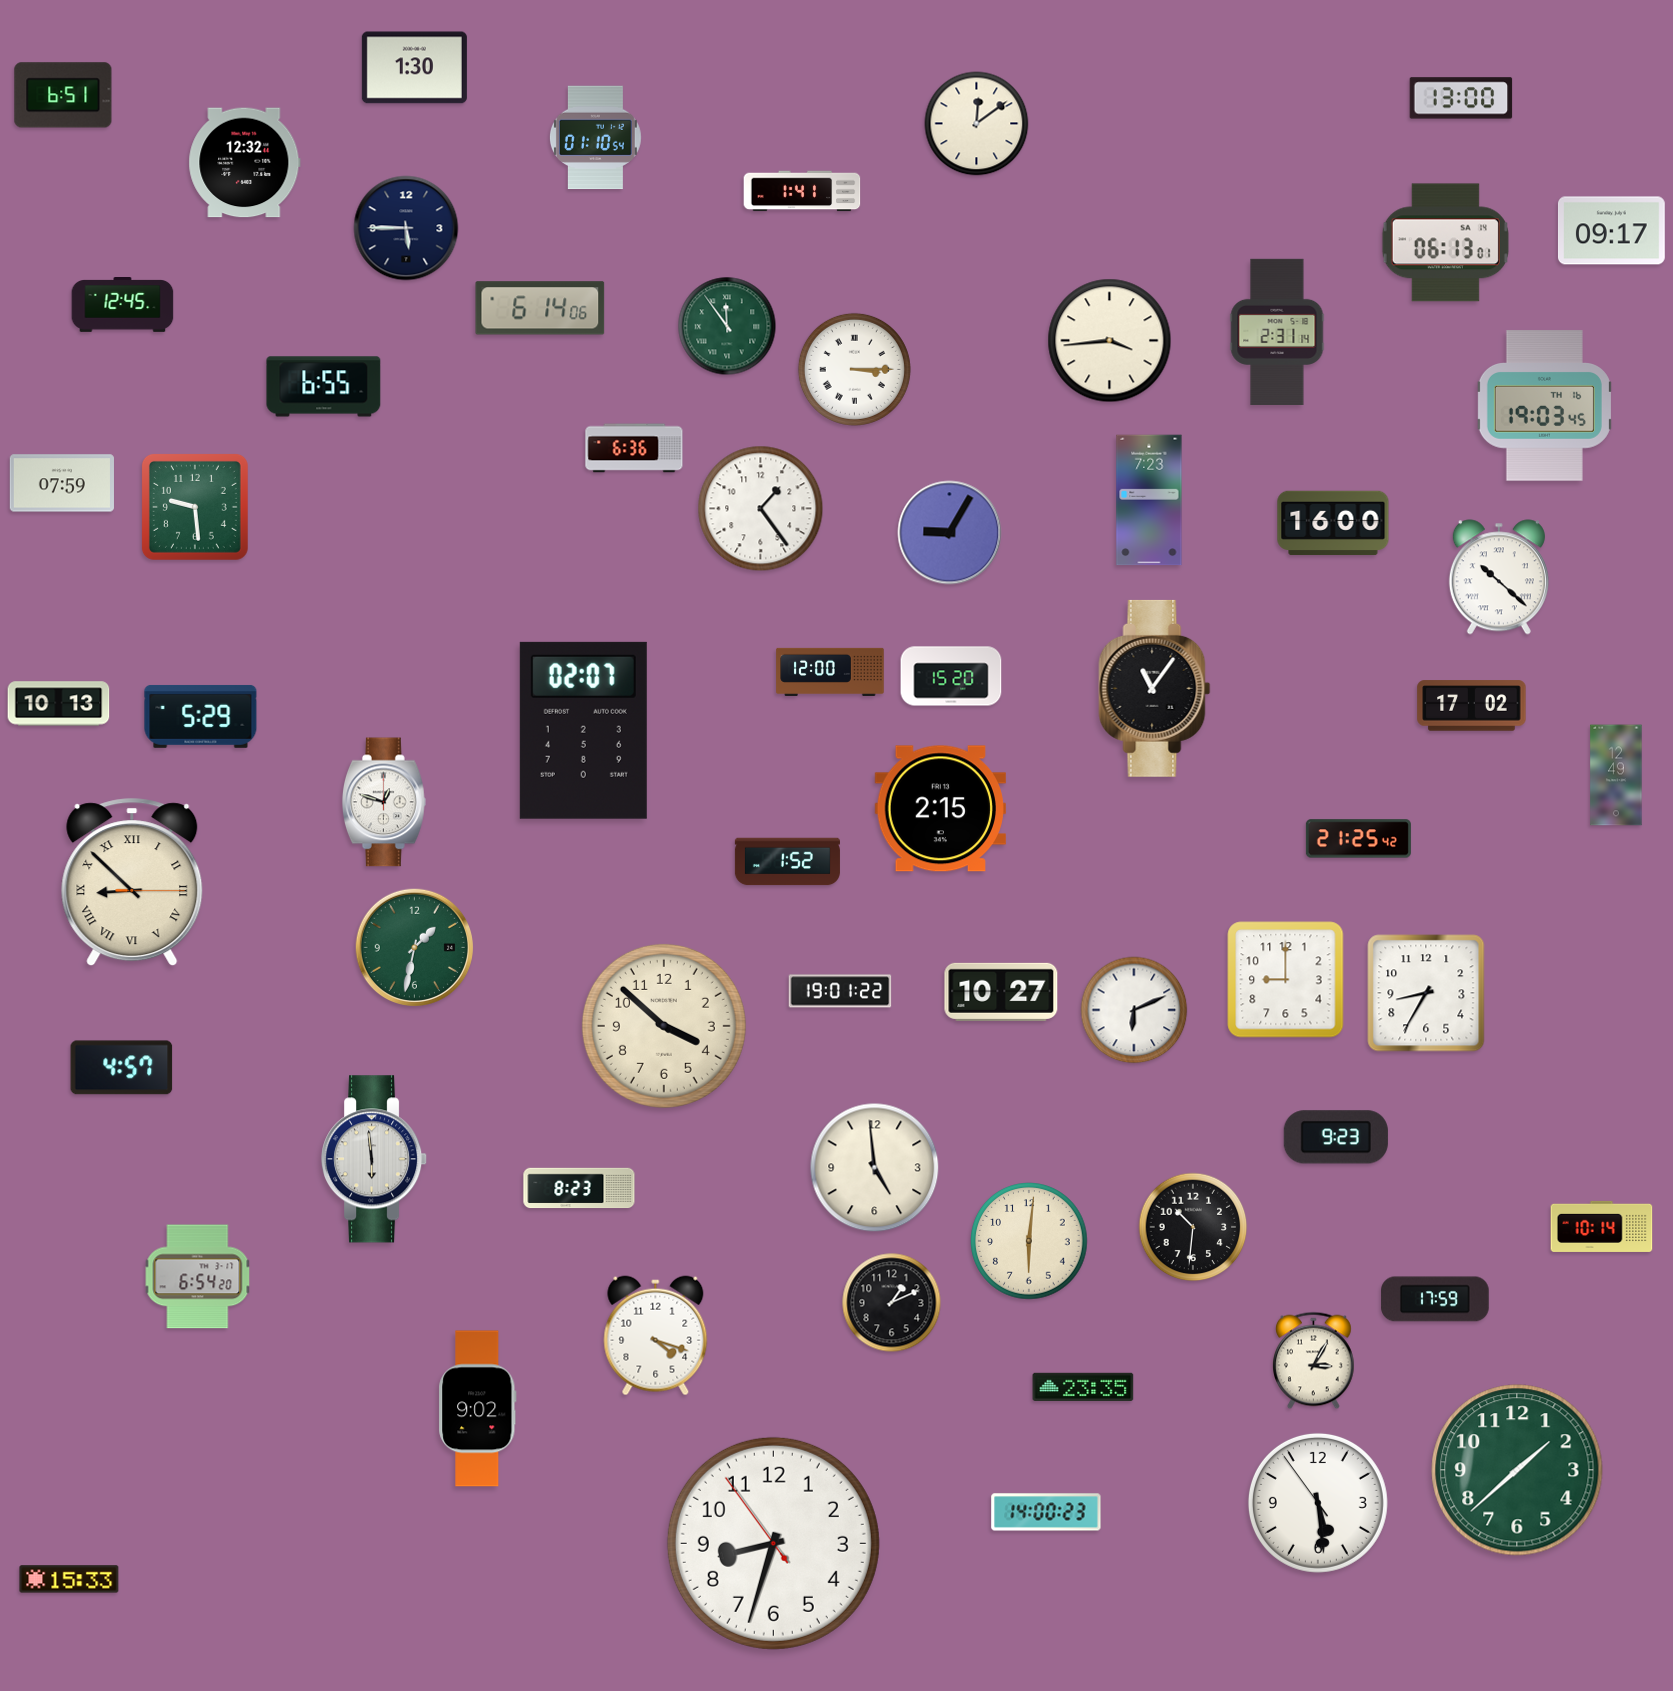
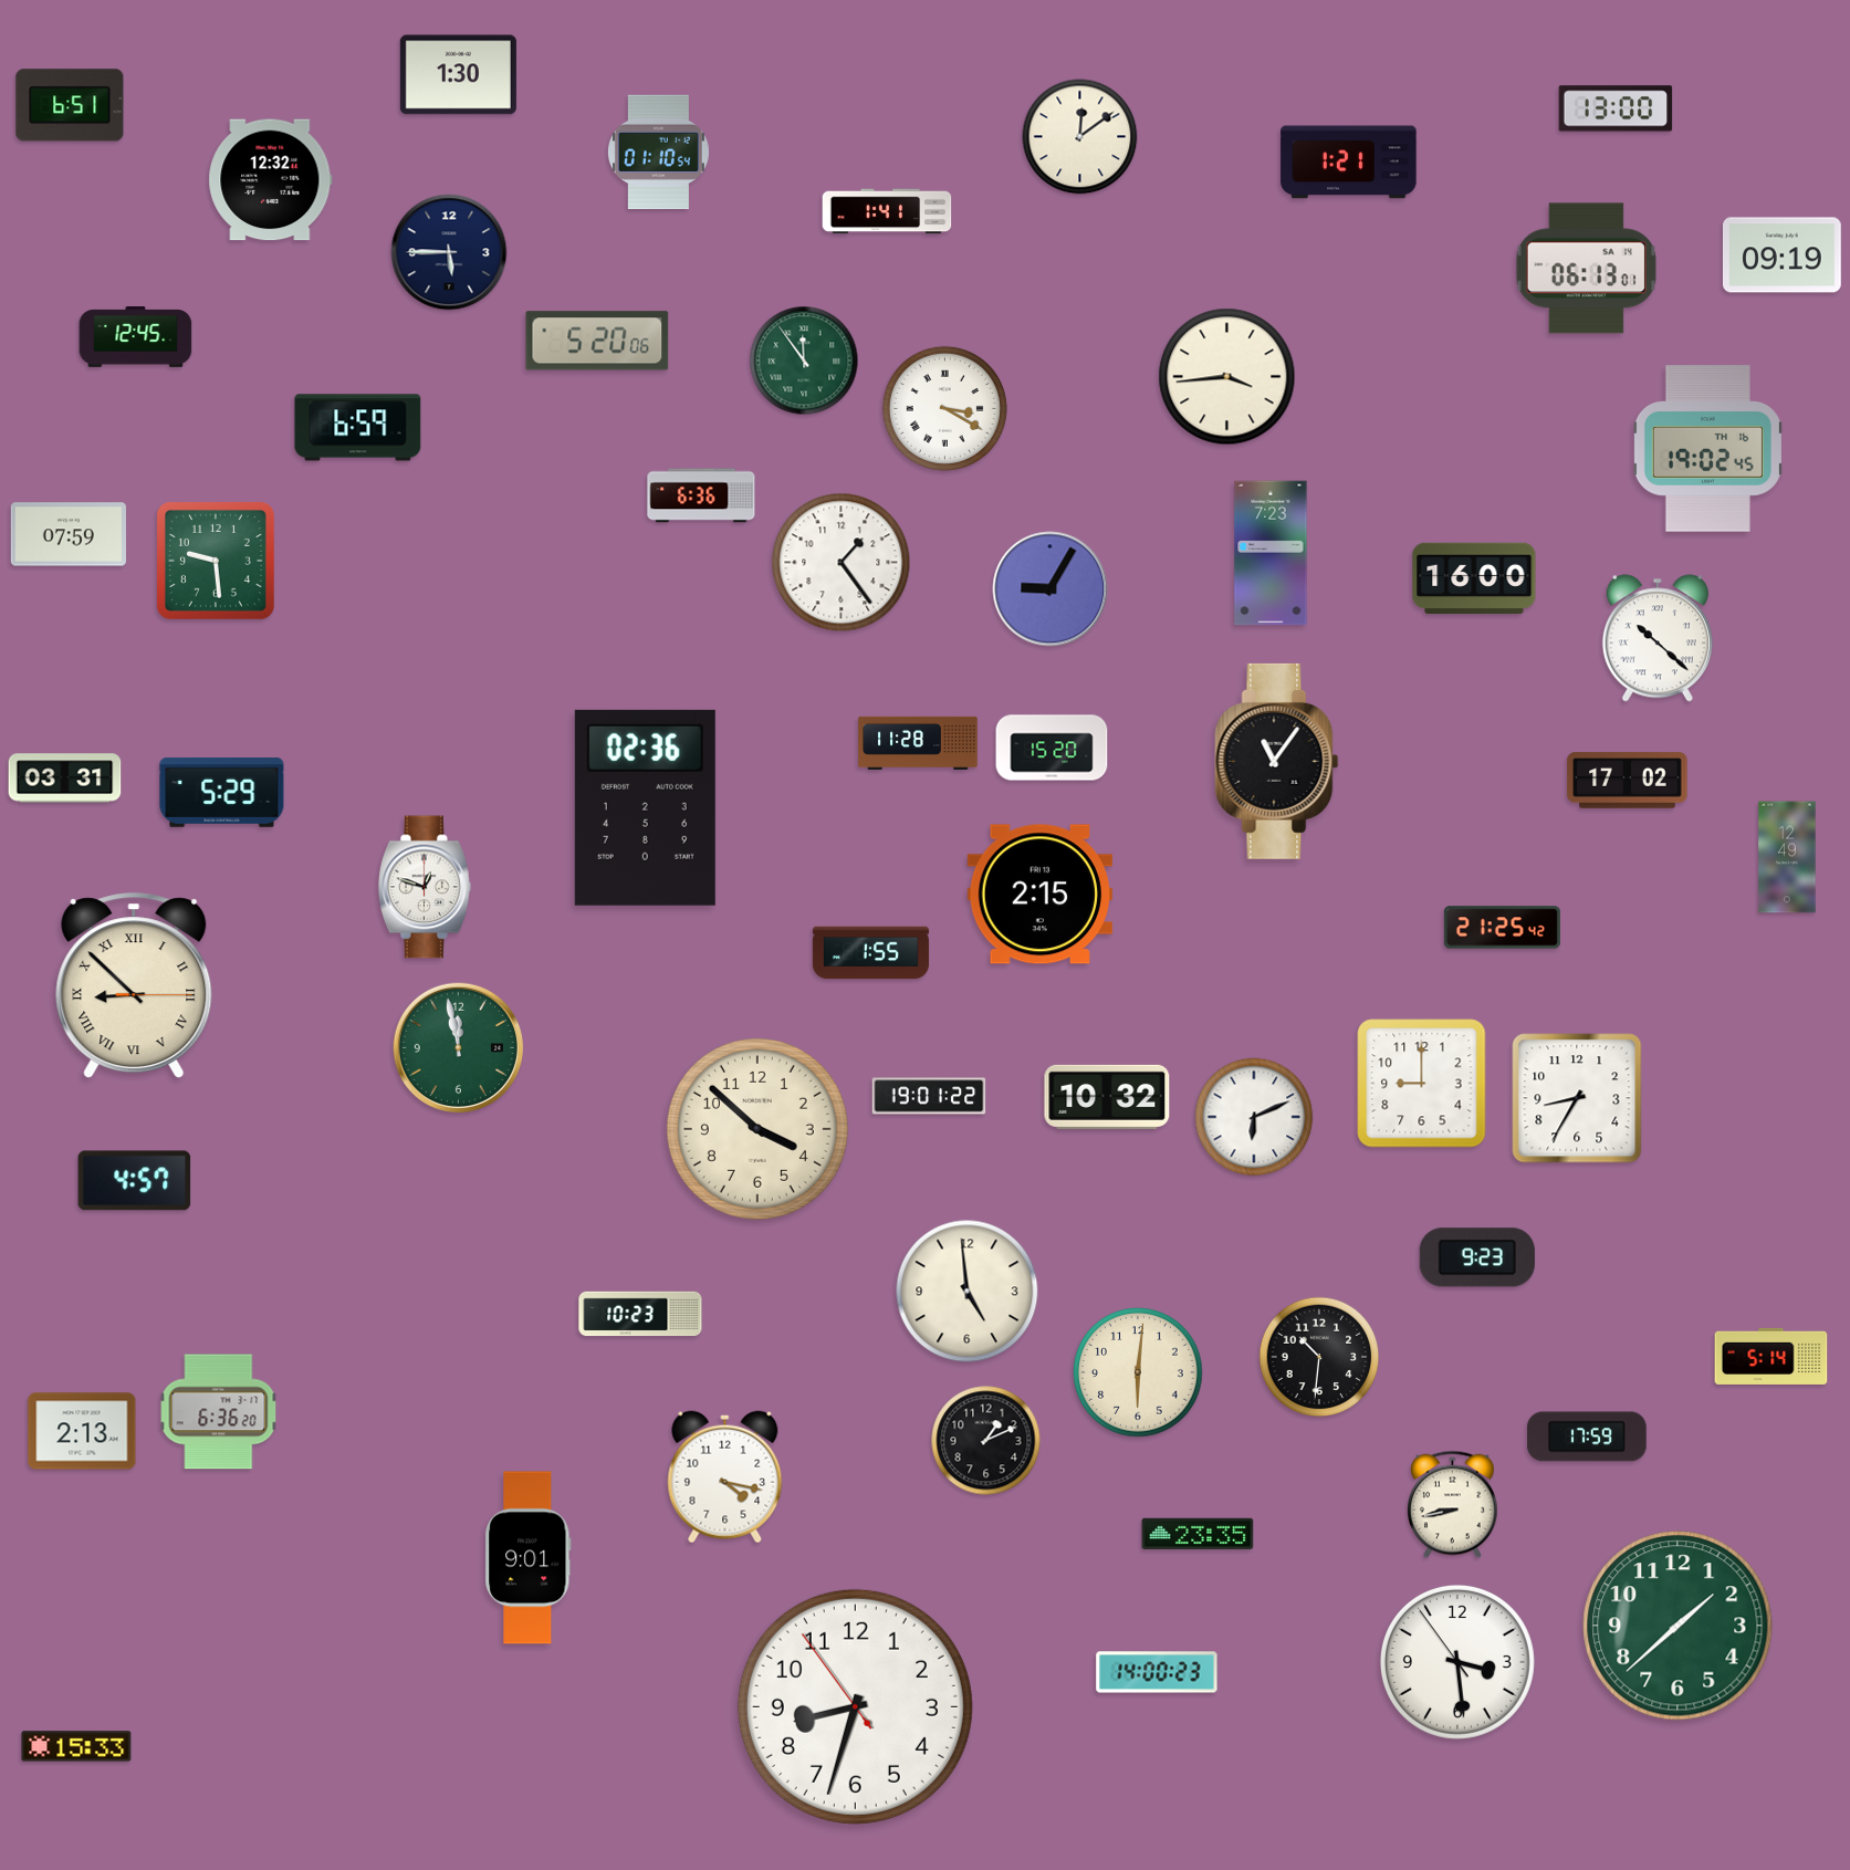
clock at (1349, 163): none -> 1:21
clock at (1611, 231): 09:17 -> 09:19
clock at (1445, 243) position: (1445, 243) -> (1586, 269)
clock at (540, 308): 6:14 -> 5:20
clock at (1277, 331): 2:31 -> none
clock at (854, 369): 3:15 -> 3:20
clock at (324, 387): 6:55 -> 6:59
clock at (1544, 406): 19:03 -> 19:02
clock at (830, 672): 12:00 -> 11:28
clock at (59, 704): 10:13 -> 03:31
clock at (583, 730): 02:07 -> 02:36
clock at (787, 862): 1:52 -> 1:55
clock at (132, 883) position: (132, 883) -> (134, 986)
clock at (414, 947): 1:32 -> 11:58
clock at (1001, 992): 10:27 -> 10:32
clock at (664, 1026) position: (664, 1026) -> (757, 1129)
clock at (375, 1159): 5:59 -> none
clock at (579, 1188): 8:23 -> 10:23
clock at (1602, 1226): 10:14 -> 5:14
clock at (198, 1277): 6:54 -> 6:36
clock at (82, 1431): none -> 2:13
clock at (656, 1336): 4:18 -> 4:17
clock at (1314, 1361): 3:05 -> 8:43
clock at (478, 1409): 9:02 -> 9:01
clock at (1318, 1503): 5:28 -> 3:28
